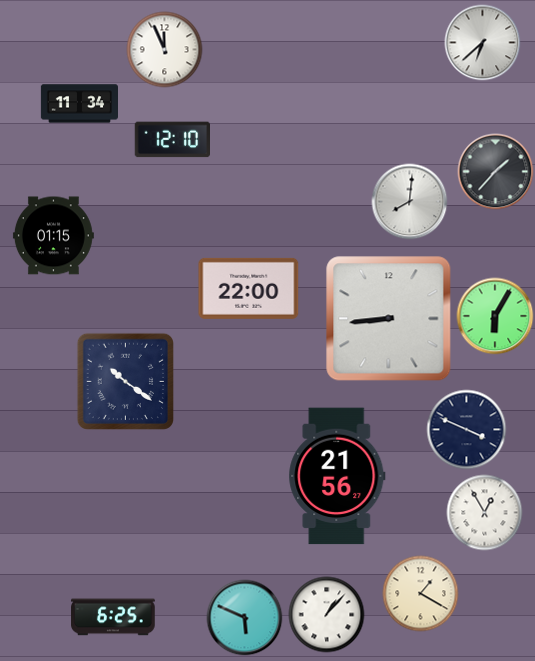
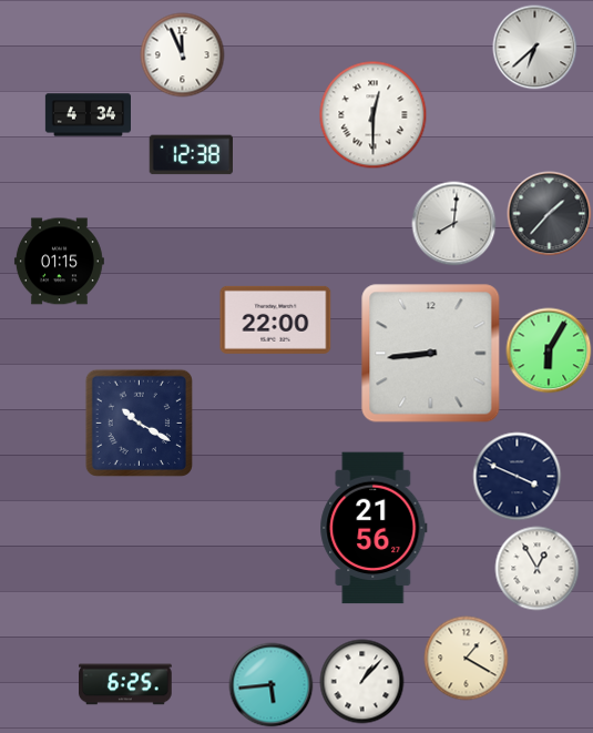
clock at (79, 104): 11:34 -> 4:34
clock at (374, 115): none -> 12:30
clock at (172, 140): 12:10 -> 12:38
clock at (496, 172) position: (496, 172) -> (550, 214)
clock at (125, 381): 10:21 -> 10:20
clock at (245, 618): 5:49 -> 5:44
